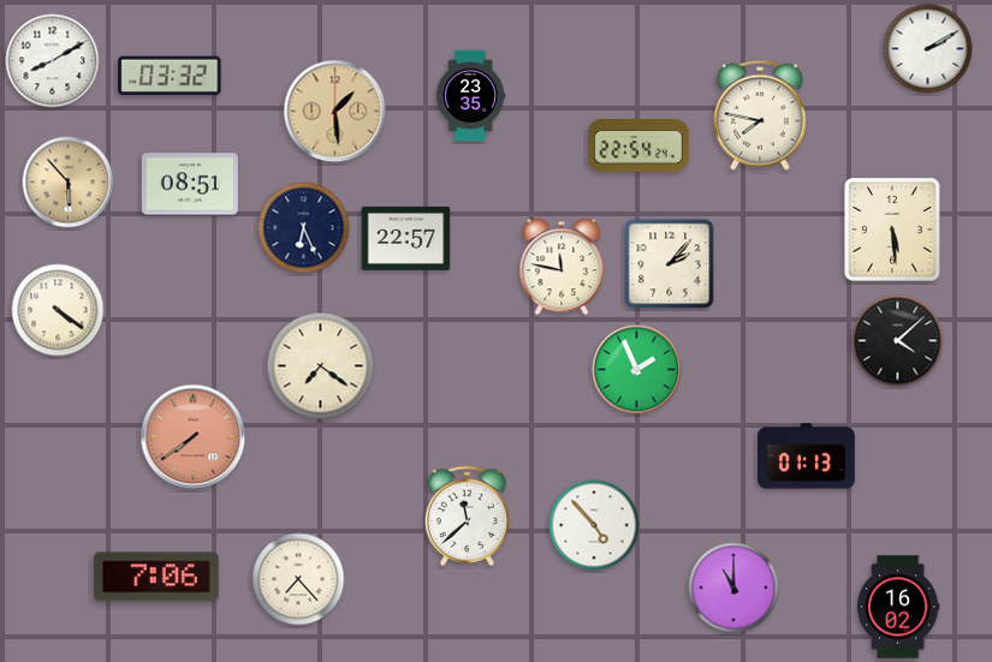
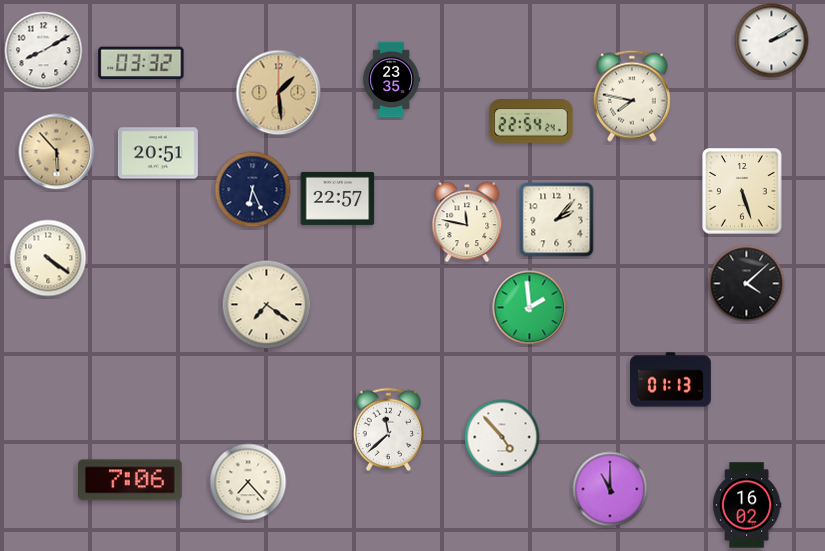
clock at (190, 184): 08:51 -> 20:51
clock at (892, 229): 5:29 -> 5:27
clock at (637, 370): 1:56 -> 1:59
clock at (194, 437): 7:39 -> none
clock at (594, 525) position: (594, 525) -> (502, 437)
